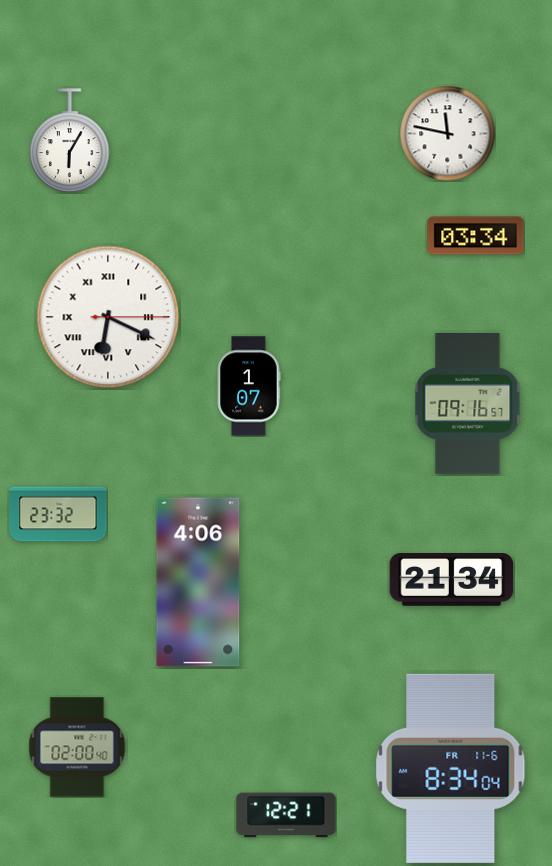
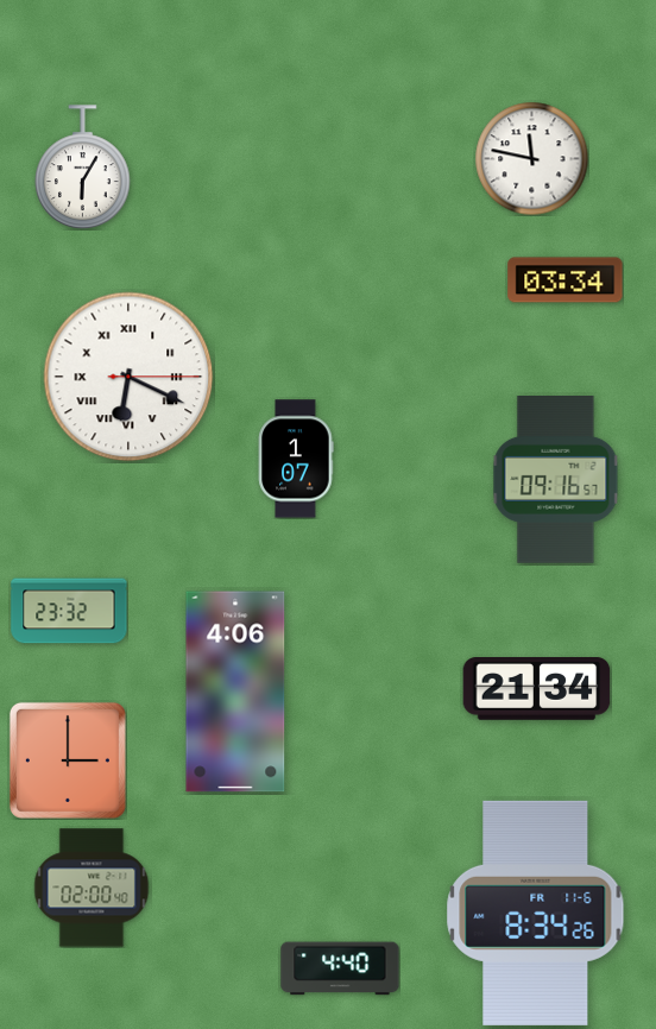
clock at (68, 760): none -> 3:00
clock at (451, 768): 8:34:04 -> 8:34:26
clock at (286, 815): 12:21 -> 4:40
